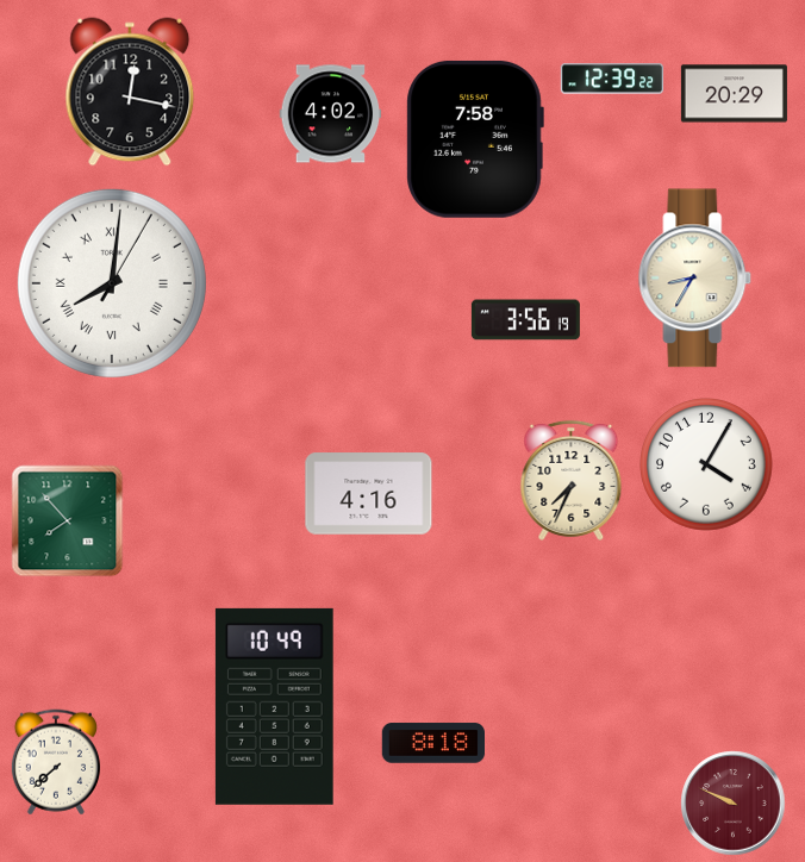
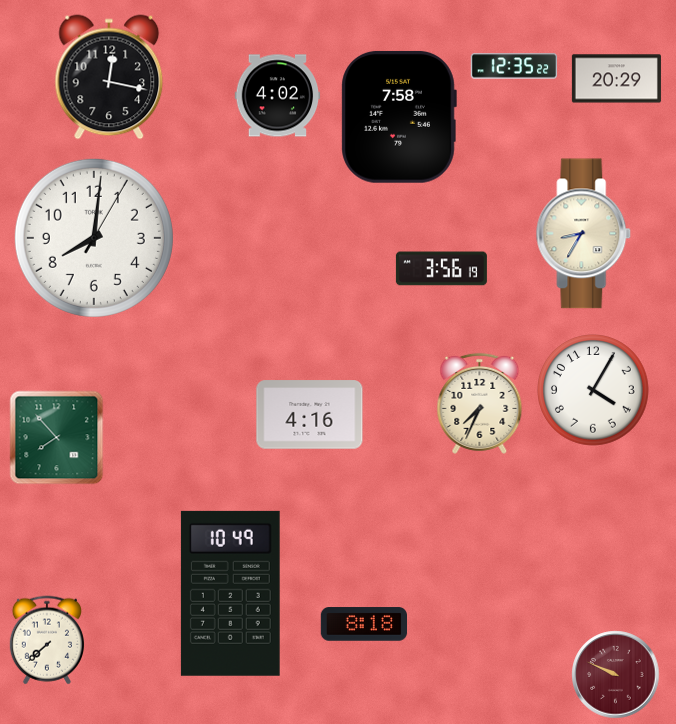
clock at (612, 79): 12:39 -> 12:35
clock at (112, 283) numerals: Roman -> Arabic
